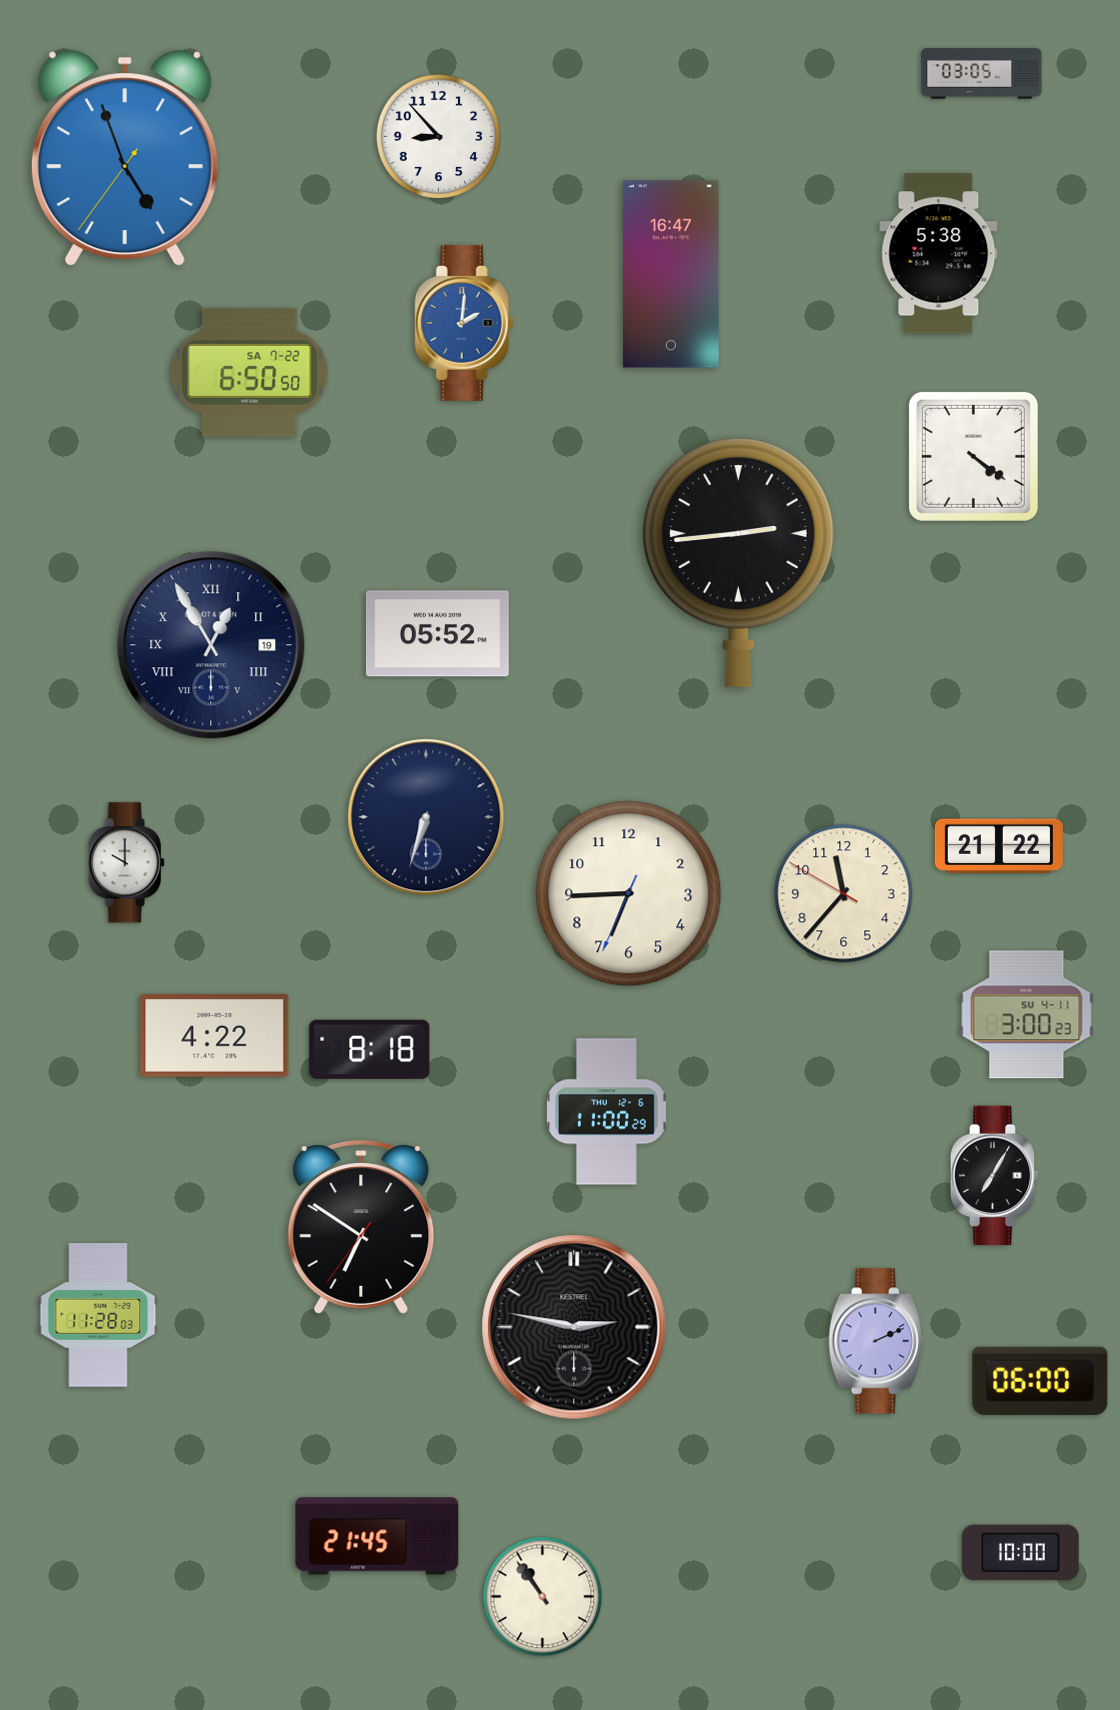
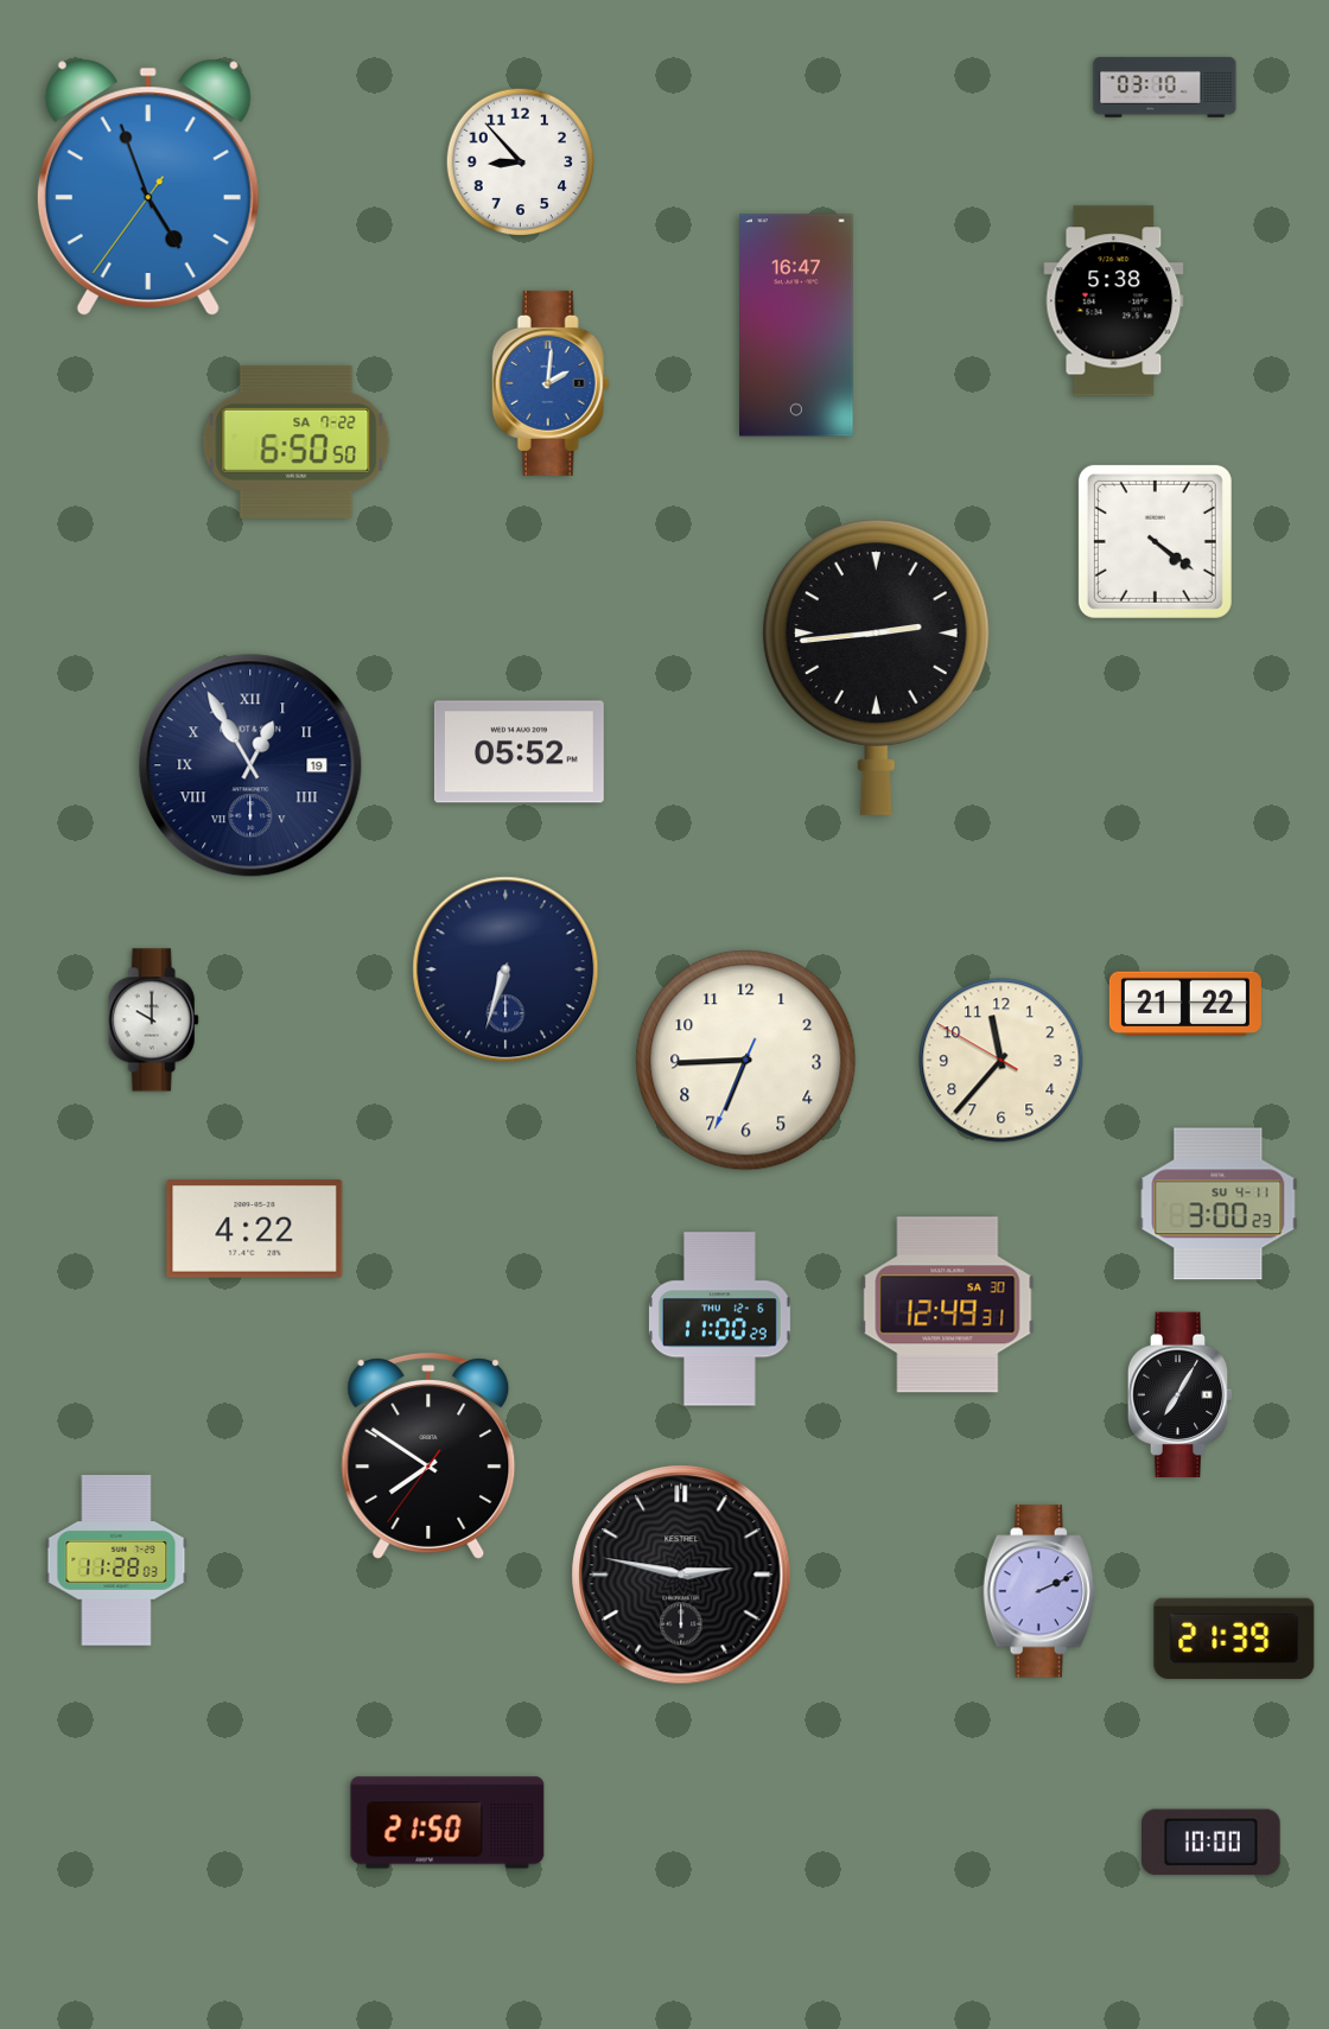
clock at (982, 74): 03:05 -> 03:10
clock at (126, 863) position: (126, 863) -> (153, 1020)
clock at (370, 1049): 8:18 -> none
clock at (948, 1305): none -> 12:49
clock at (361, 1227): 6:50 -> 7:50
clock at (1040, 1381): 06:00 -> 21:39
clock at (377, 1536): 21:45 -> 21:50
clock at (543, 1597): 10:54 -> none
